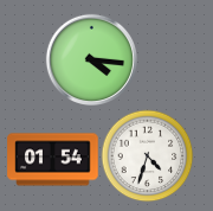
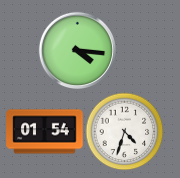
clock at (53, 160) position: (53, 160) -> (45, 132)
